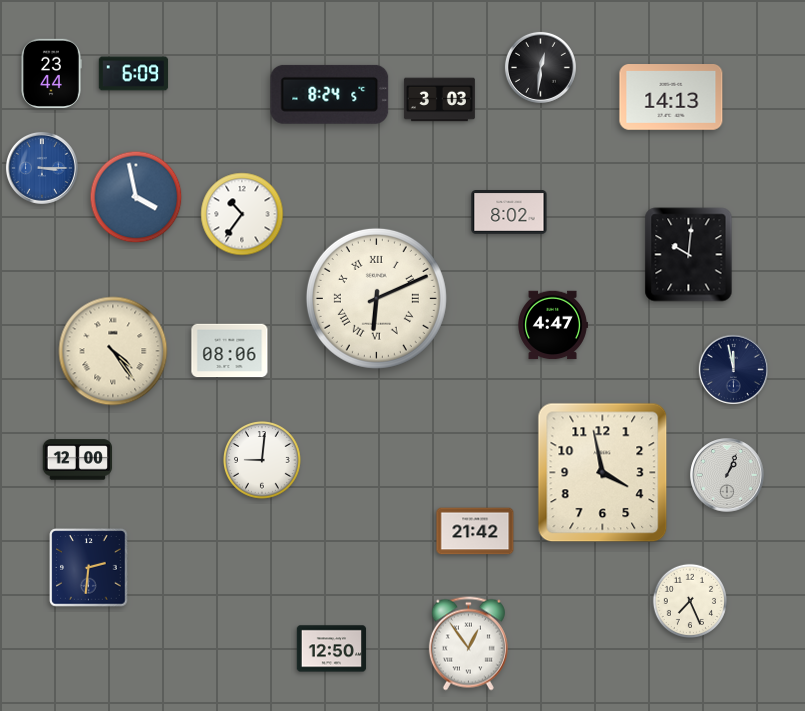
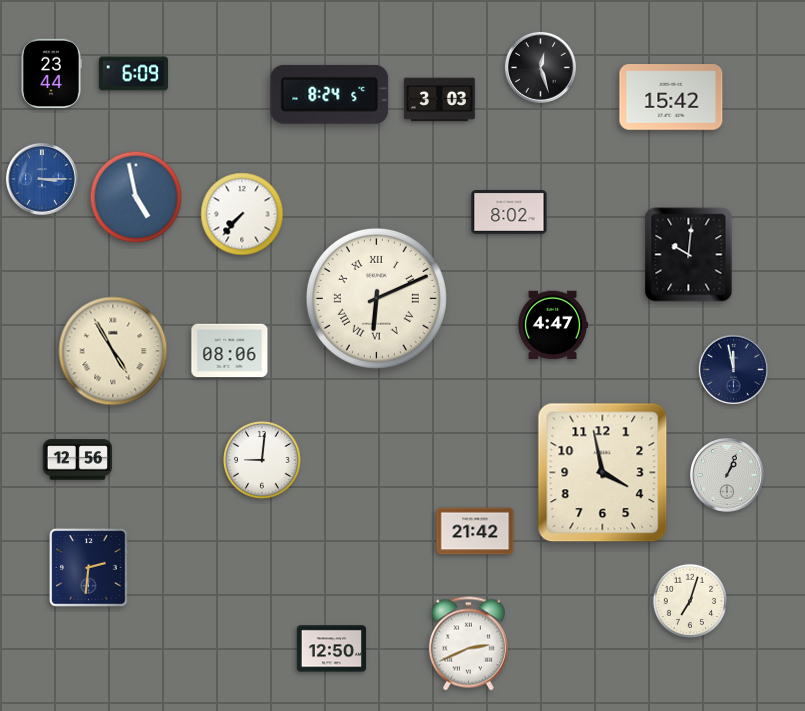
clock at (540, 67): 12:31 -> 12:27
clock at (671, 98): 14:13 -> 15:42
clock at (42, 168) position: (42, 168) -> (42, 179)
clock at (136, 197): 3:58 -> 4:58
clock at (242, 214): 10:36 -> 7:37
clock at (113, 351): 4:24 -> 4:55
clock at (78, 460): 12:00 -> 12:56
clock at (690, 601): 7:26 -> 7:03
clock at (468, 644): 12:54 -> 2:41
